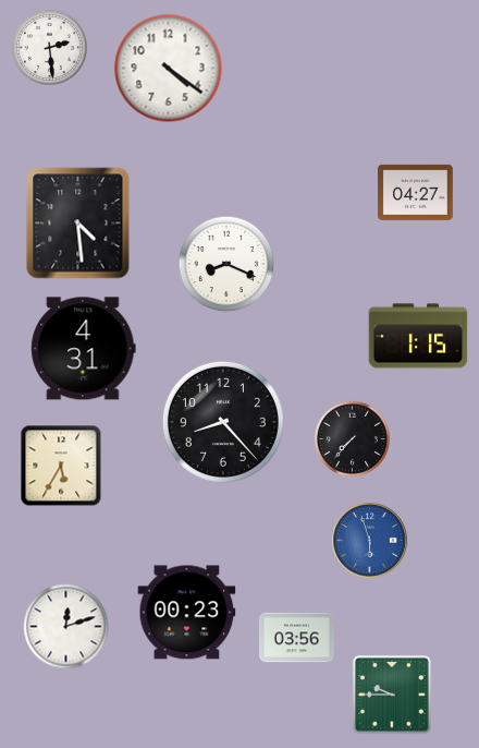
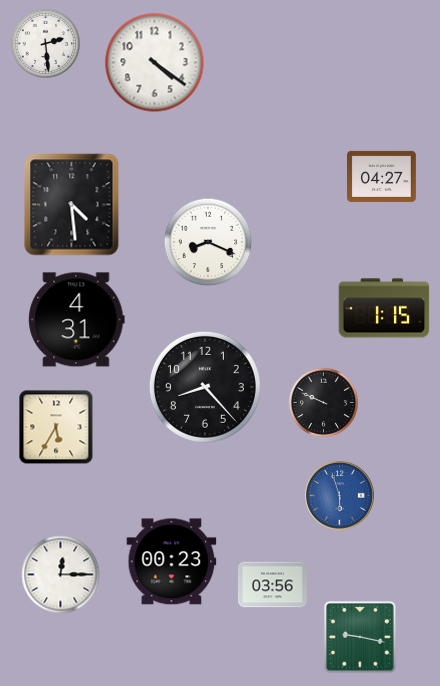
clock at (352, 438): 7:37 -> 9:49
clock at (66, 627): 12:12 -> 12:15
clock at (392, 695): 9:45 -> 9:17
